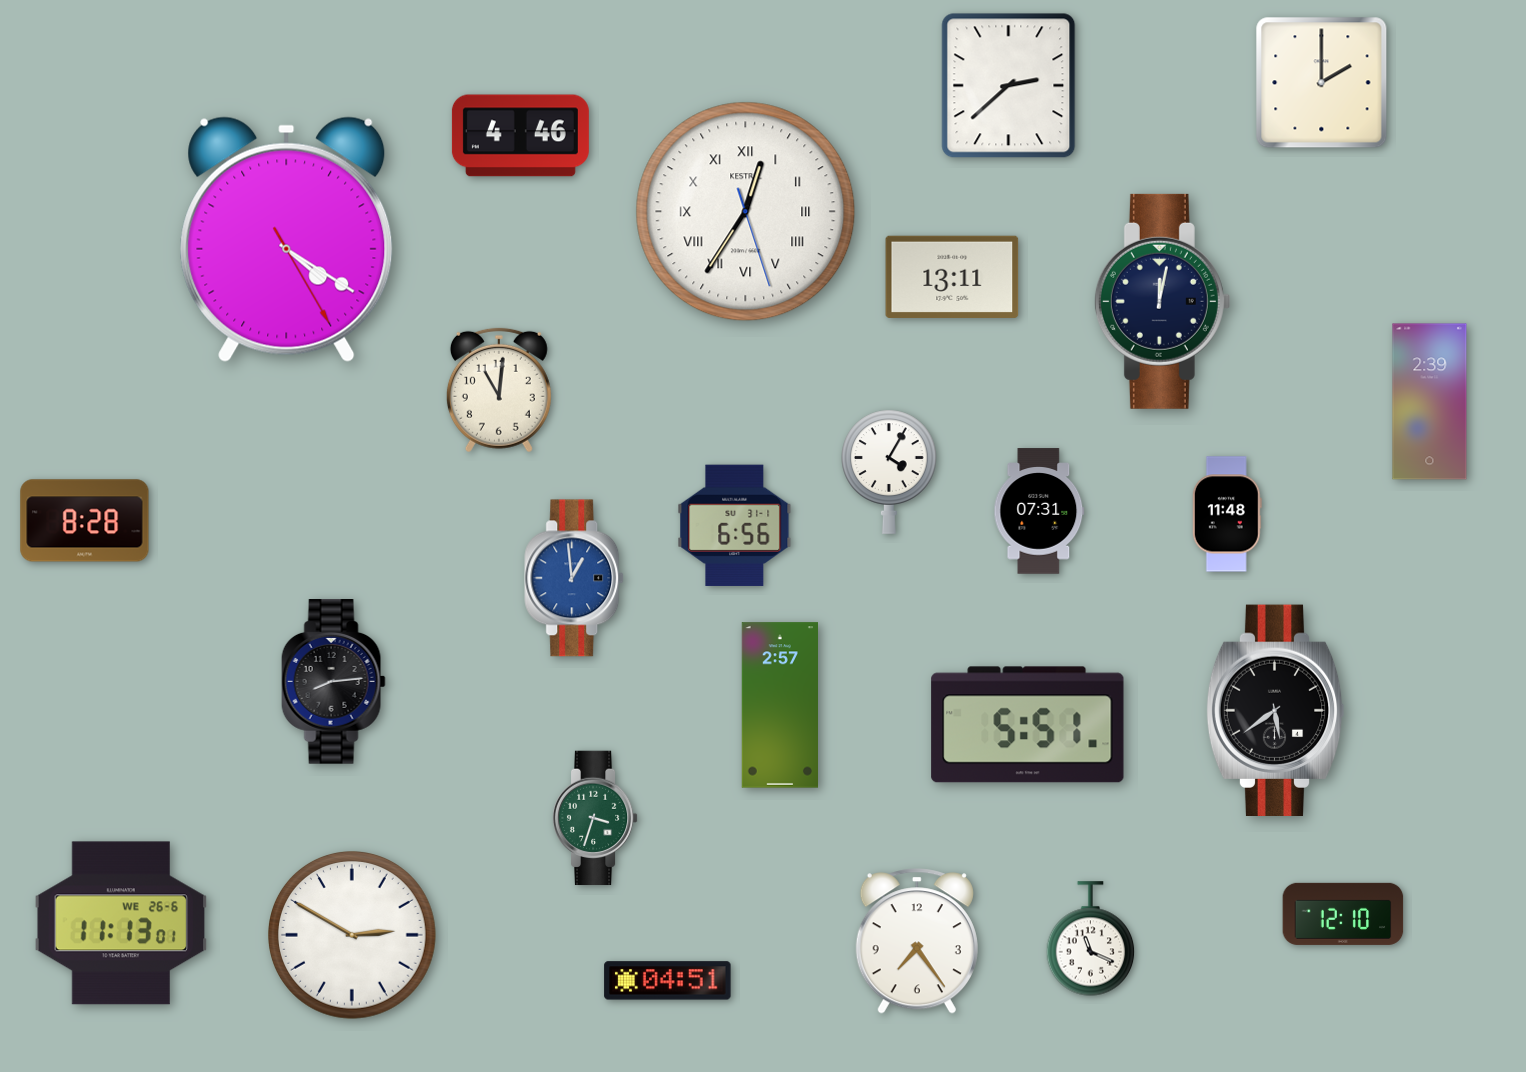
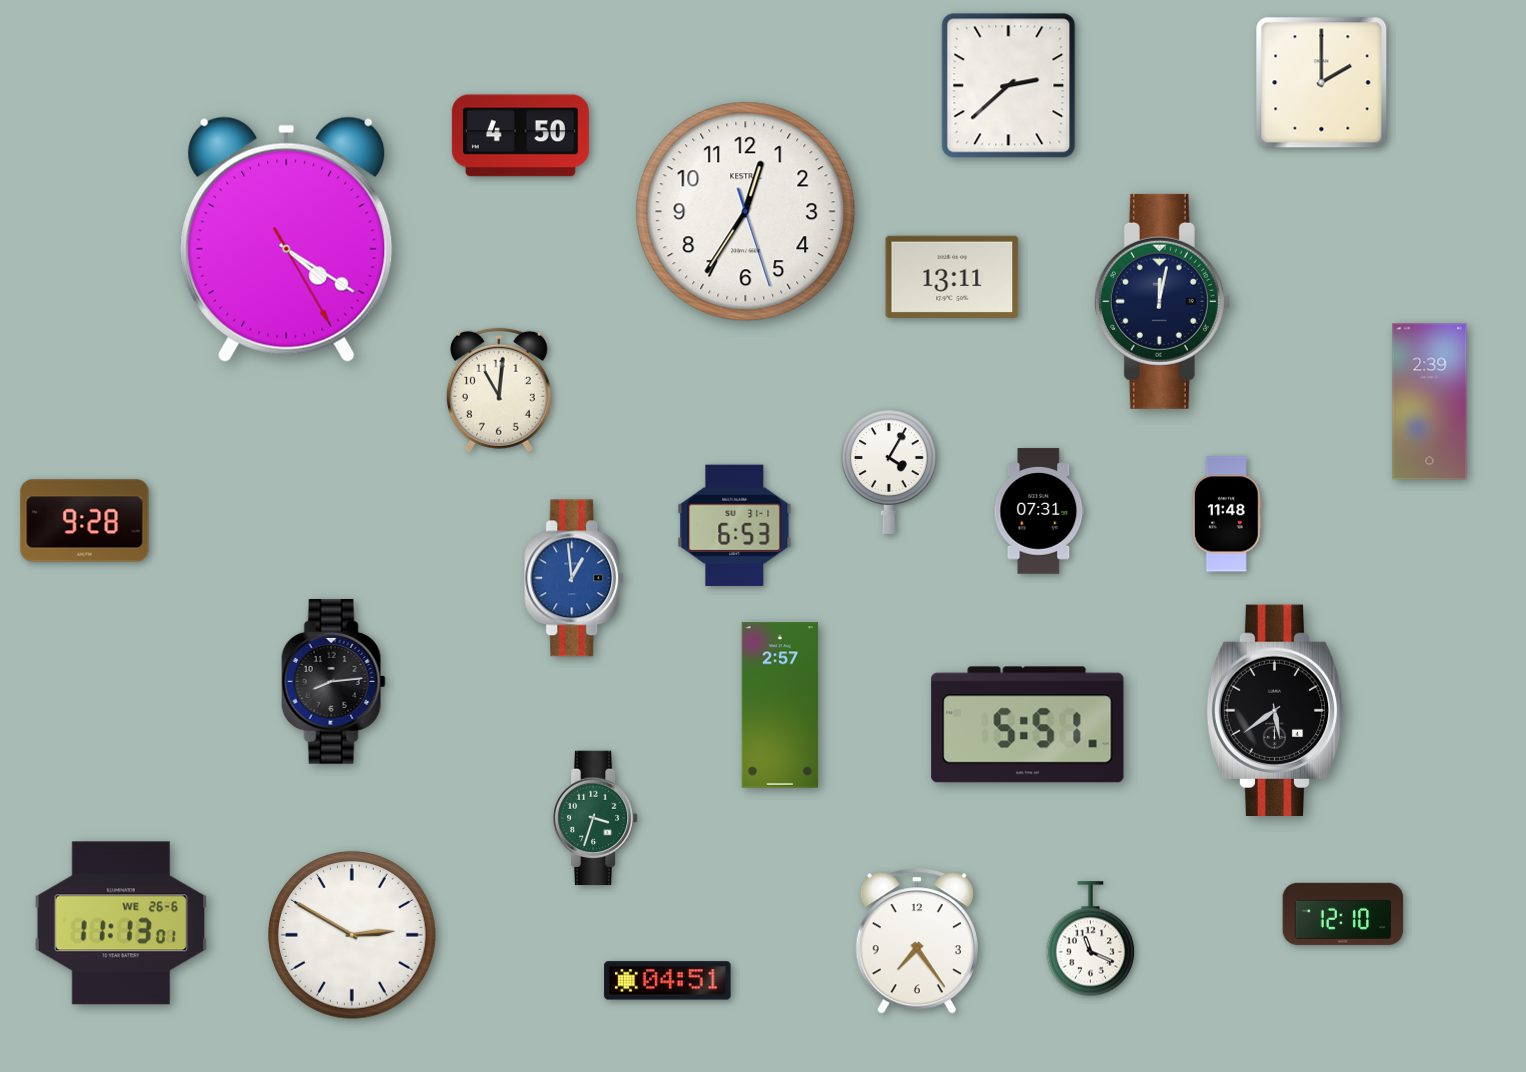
clock at (520, 136): 4:46 -> 4:50
clock at (746, 212) numerals: Roman -> Arabic
clock at (85, 521): 8:28 -> 9:28
clock at (735, 525): 6:56 -> 6:53
